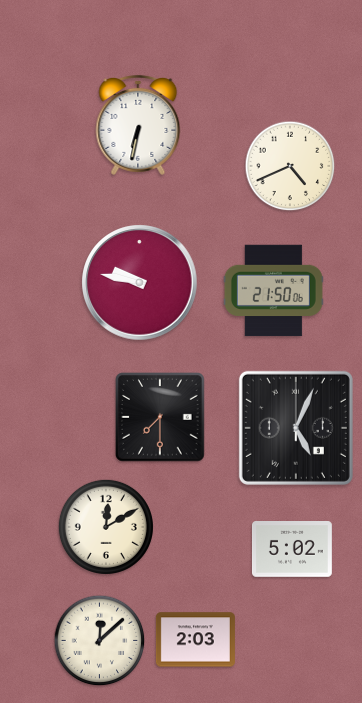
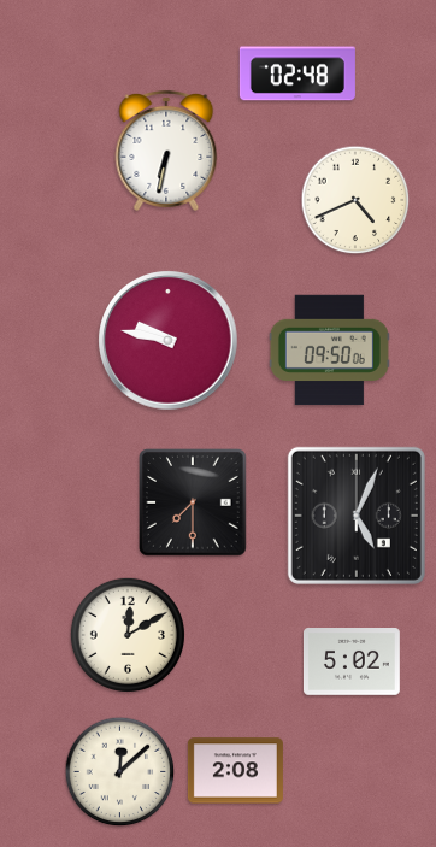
clock at (297, 73): none -> 02:48
clock at (290, 166) position: (290, 166) -> (355, 200)
clock at (273, 291): 21:50 -> 09:50
clock at (195, 640): 2:03 -> 2:08
